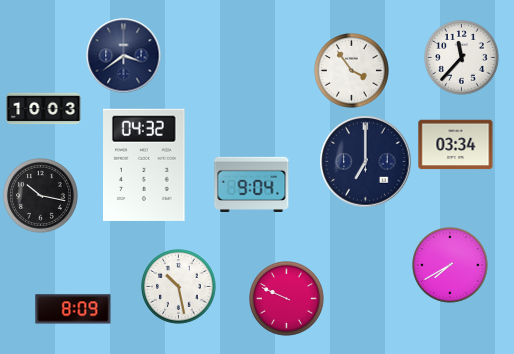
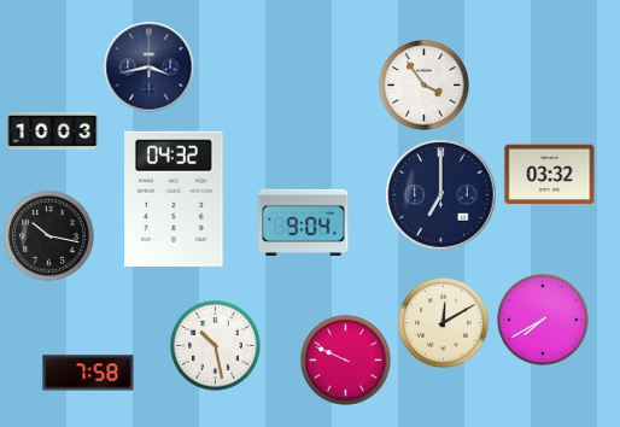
clock at (124, 56): 3:39 -> 3:43
clock at (462, 58): 11:37 -> none
clock at (456, 145): 03:34 -> 03:32
clock at (444, 323): none -> 12:10
clock at (73, 309): 8:09 -> 7:58
